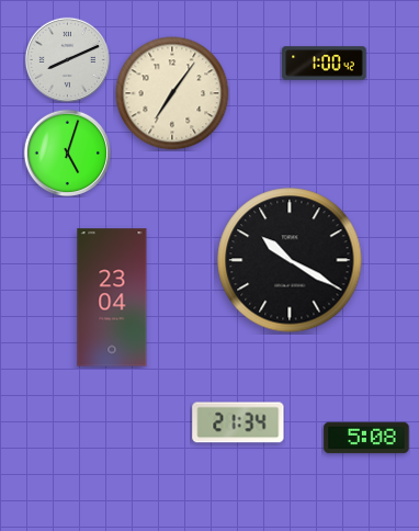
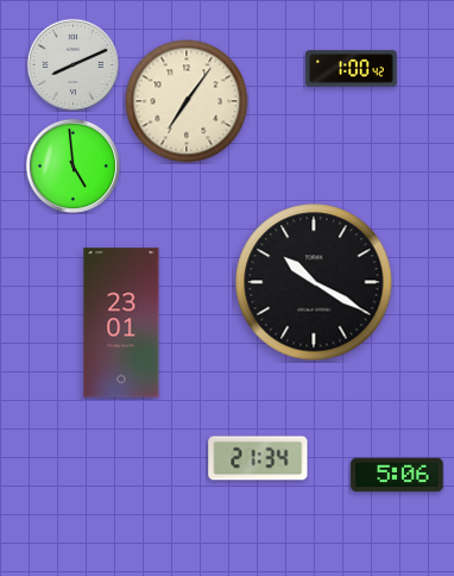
clock at (67, 152): 5:03 -> 4:59
clock at (112, 297): 23:04 -> 23:01
clock at (366, 438): 5:08 -> 5:06
